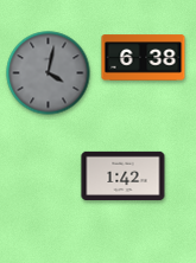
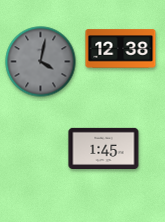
clock at (144, 58): 6:38 -> 12:38
clock at (124, 175): 1:42 -> 1:45
